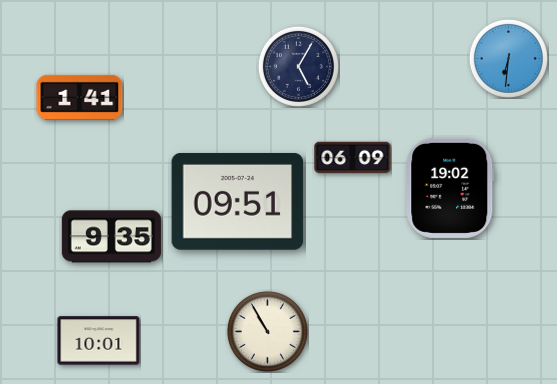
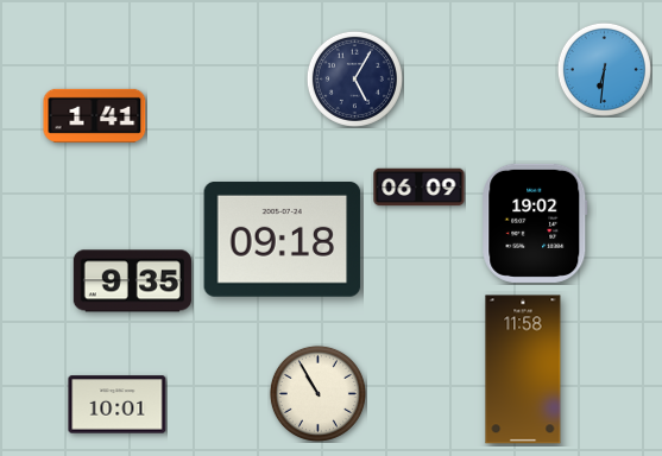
clock at (238, 201): 09:51 -> 09:18
clock at (523, 369): none -> 11:58
